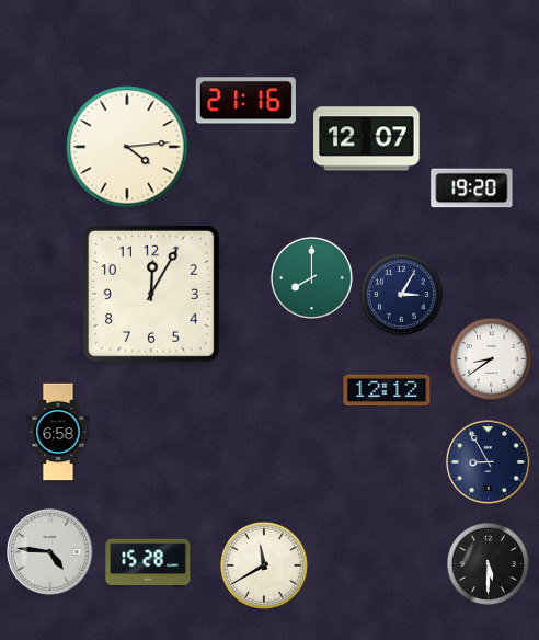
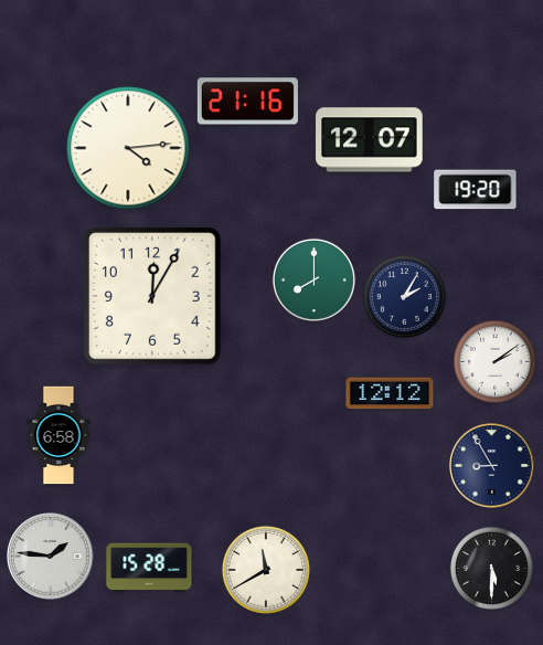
clock at (401, 294): 3:05 -> 2:05
clock at (491, 358): 8:39 -> 2:09
clock at (50, 552): 4:46 -> 1:46
